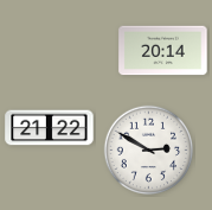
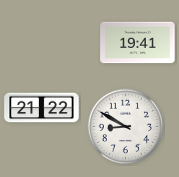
clock at (163, 51): 20:14 -> 19:41
clock at (149, 151): 2:50 -> 8:50
